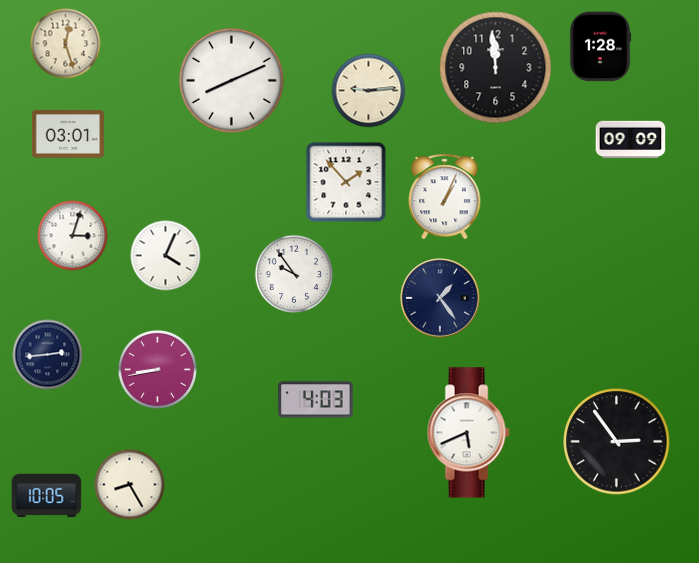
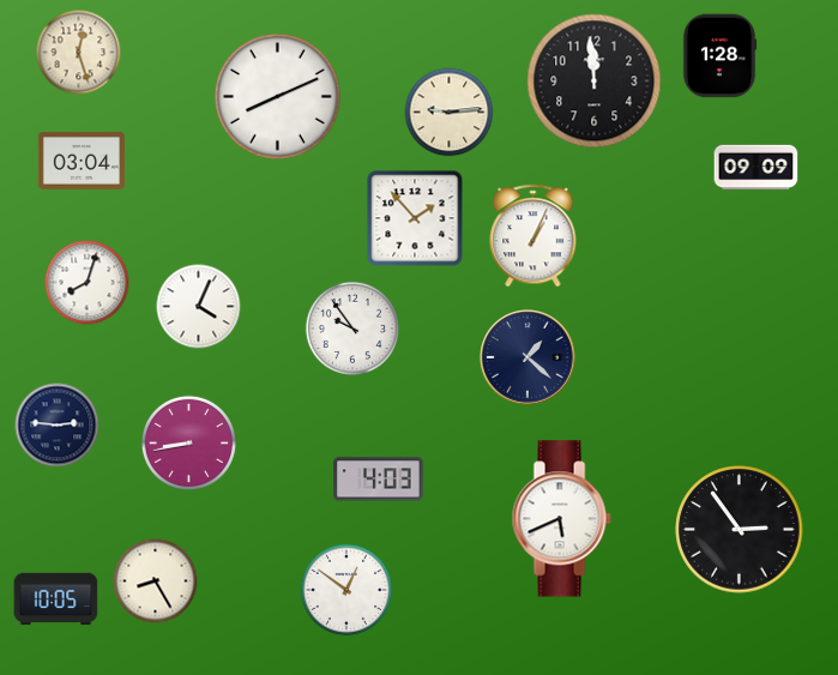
clock at (369, 91) position: (369, 91) -> (450, 113)
clock at (68, 134): 03:01 -> 03:04
clock at (73, 236): 3:03 -> 8:03
clock at (440, 298): 1:24 -> 1:22
clock at (48, 355): 2:44 -> 2:46
clock at (346, 590): none -> 12:51
clock at (47, 496) position: (47, 496) -> (56, 599)
